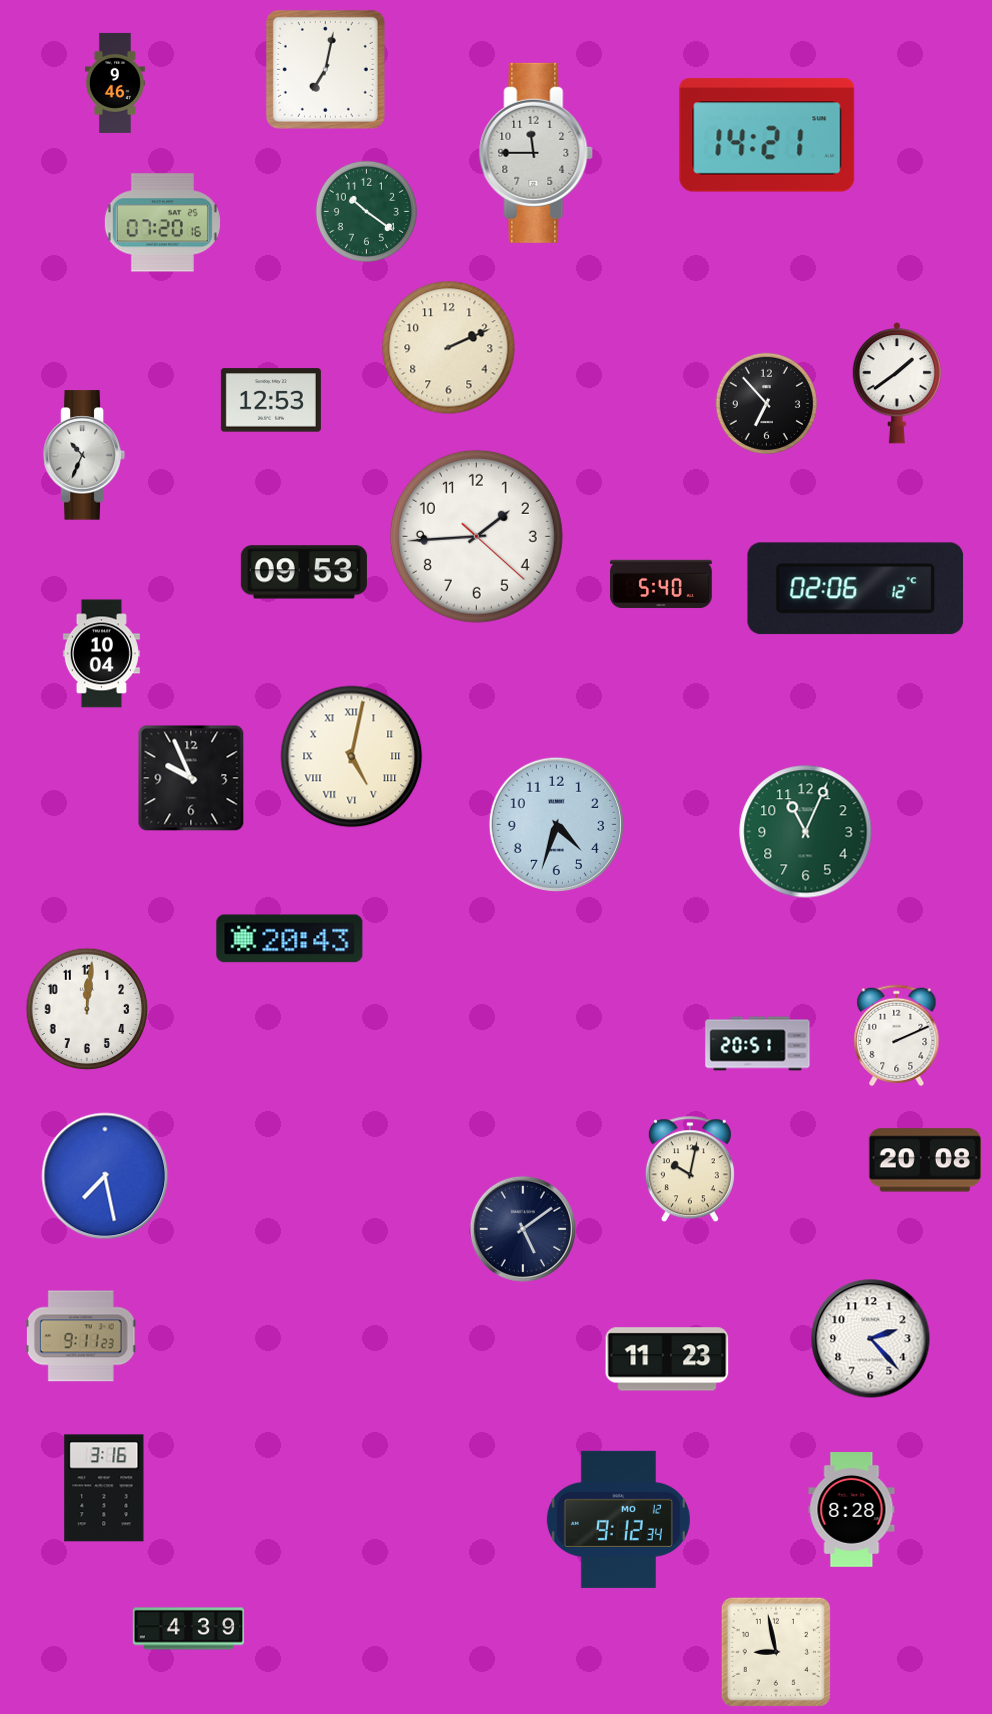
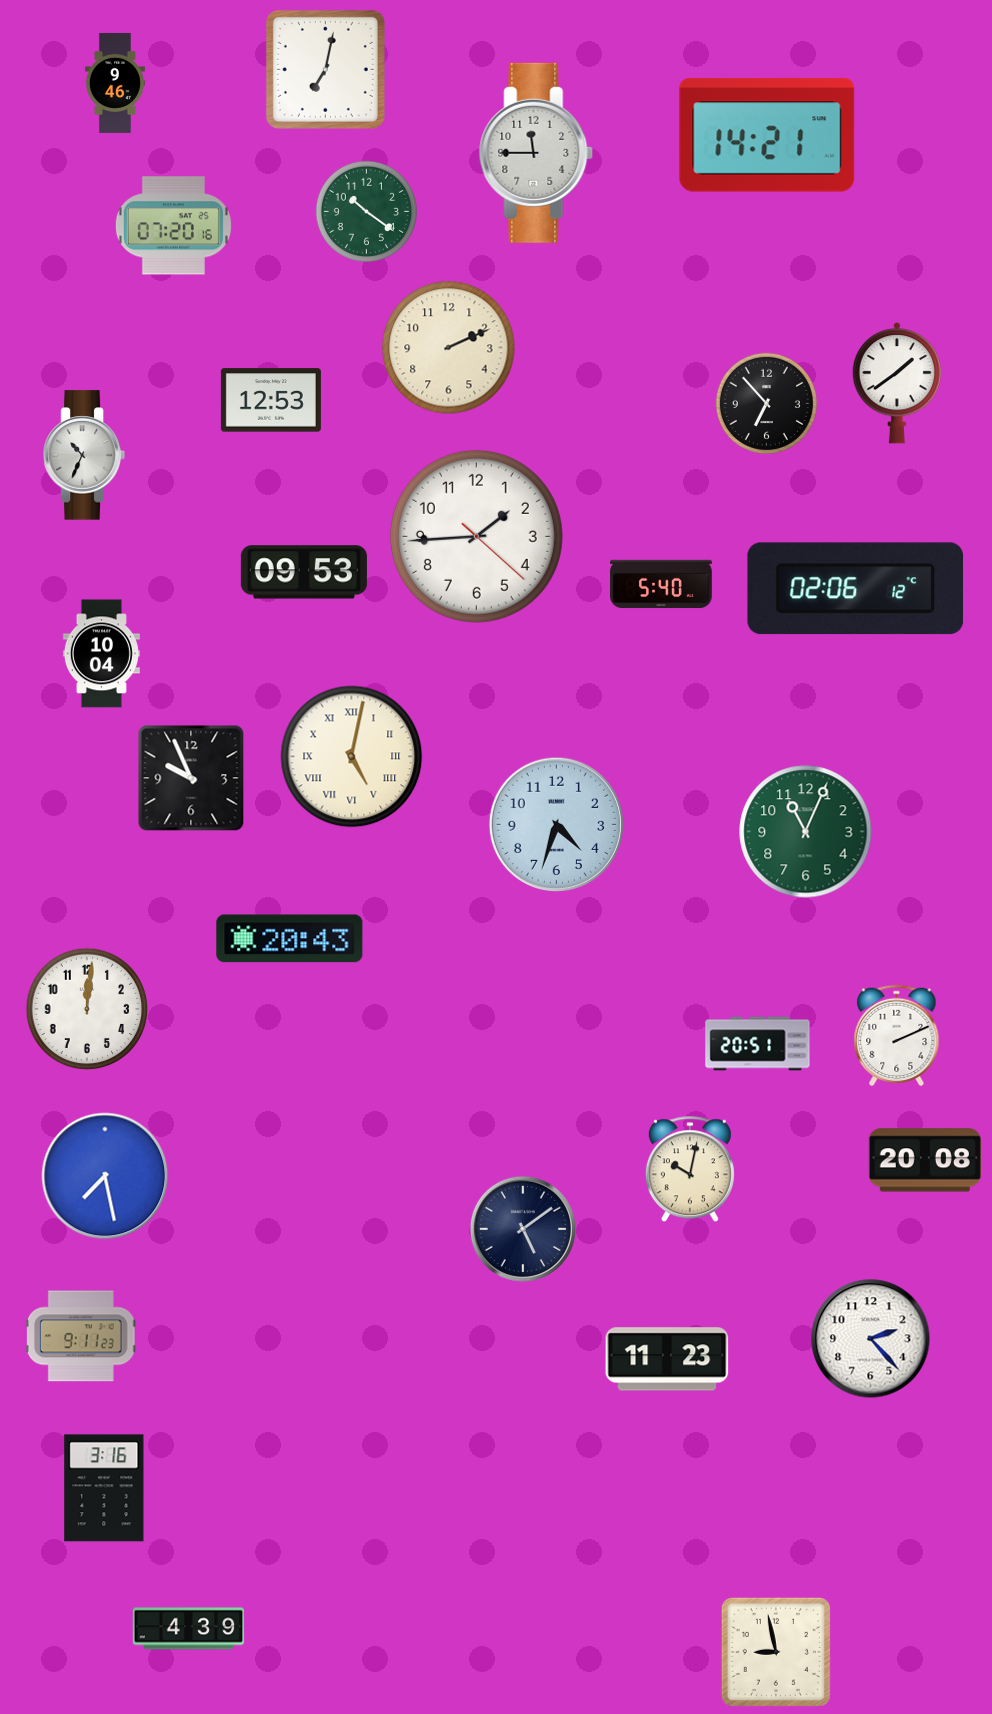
clock at (162, 223) position: (162, 223) -> (173, 226)
clock at (852, 1510): 8:28 -> none
clock at (618, 1519): 9:12 -> none
